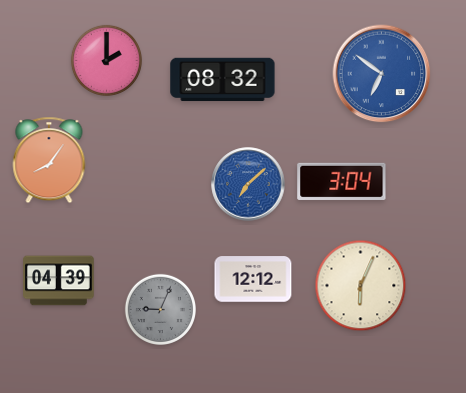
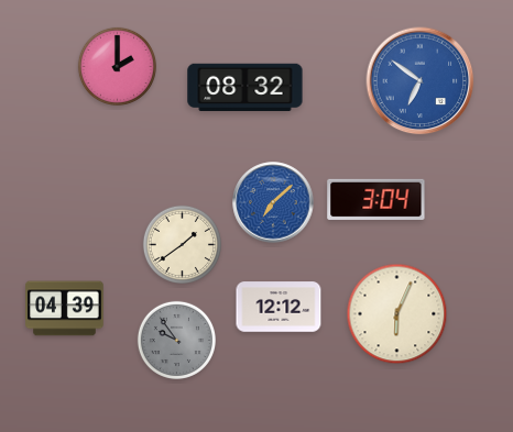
clock at (49, 160): 8:06 -> none
clock at (182, 244): none -> 1:39
clock at (160, 309): 9:04 -> 9:54
